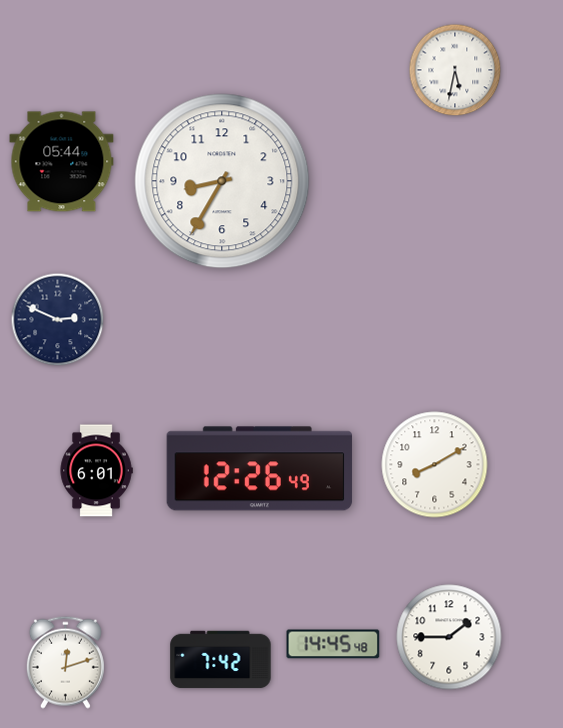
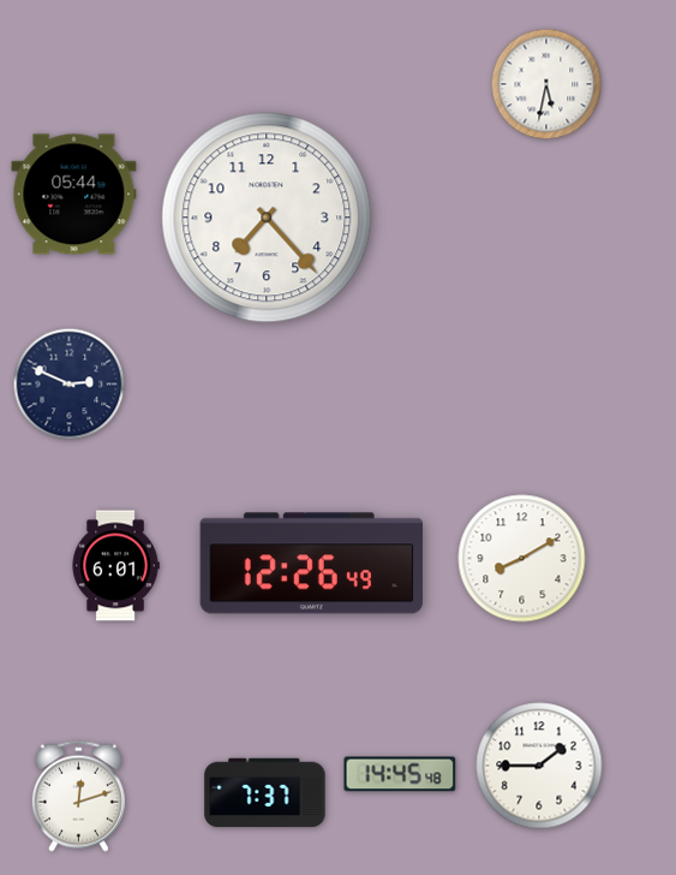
clock at (222, 181): 8:35 -> 7:23
clock at (221, 660): 7:42 -> 7:37
